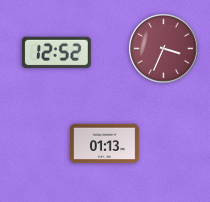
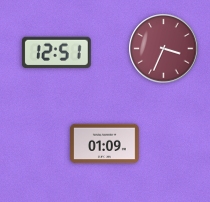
clock at (56, 52): 12:52 -> 12:51
clock at (105, 144): 01:13 -> 01:09
